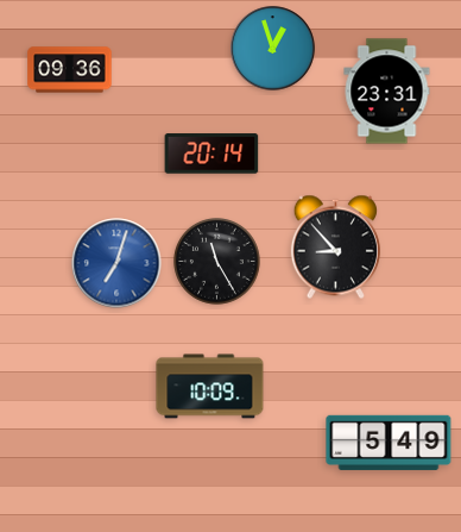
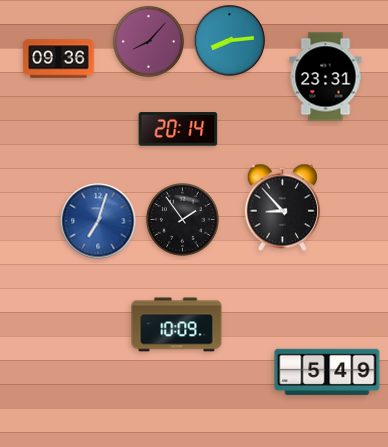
clock at (148, 41): none -> 8:07
clock at (273, 49): 12:57 -> 8:14
clock at (217, 262): 11:25 -> 1:54
